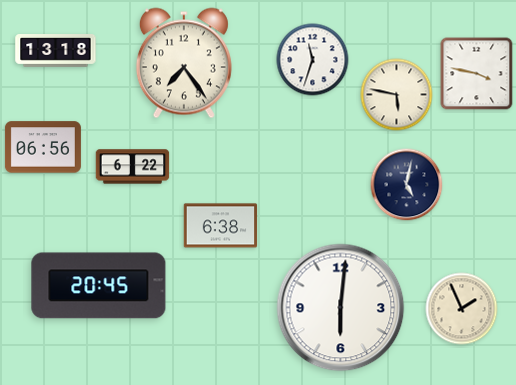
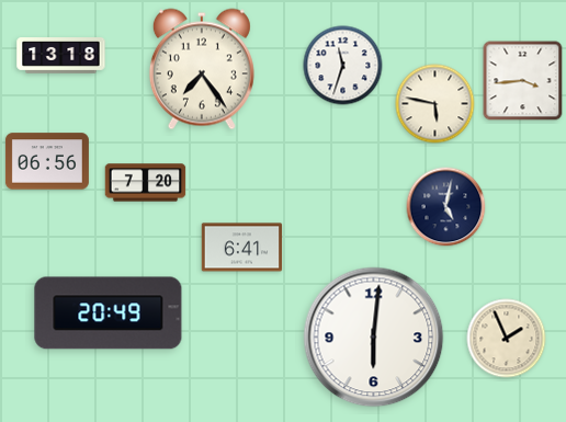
clock at (477, 74): 3:47 -> 3:44
clock at (133, 167): 6:22 -> 7:20
clock at (407, 185) position: (407, 185) -> (446, 207)
clock at (221, 226): 6:38 -> 6:41
clock at (99, 286): 20:45 -> 20:49
